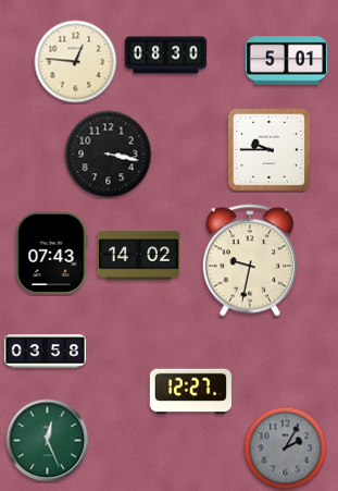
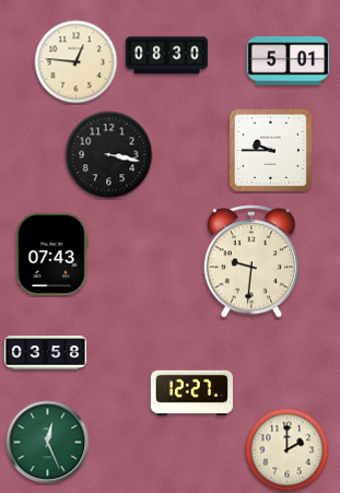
clock at (139, 256): 14:02 -> none
clock at (250, 260): 9:32 -> 9:31
clock at (286, 449): 2:05 -> 2:00
clock at (286, 449) dial: grey -> cream
